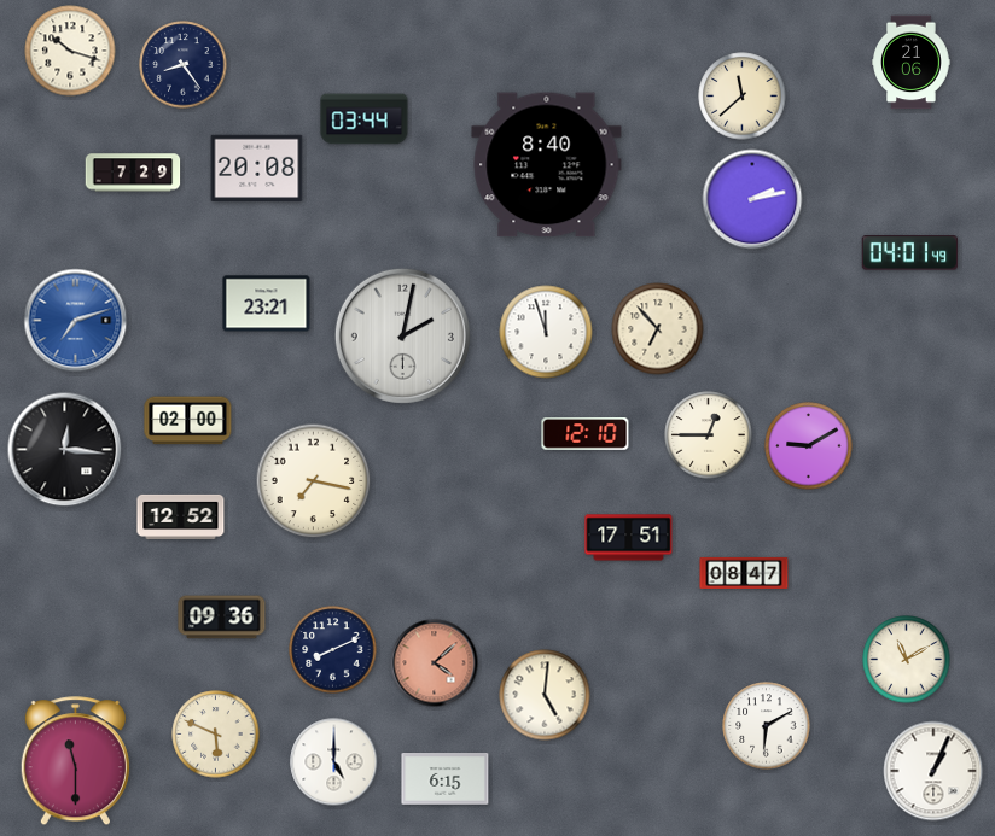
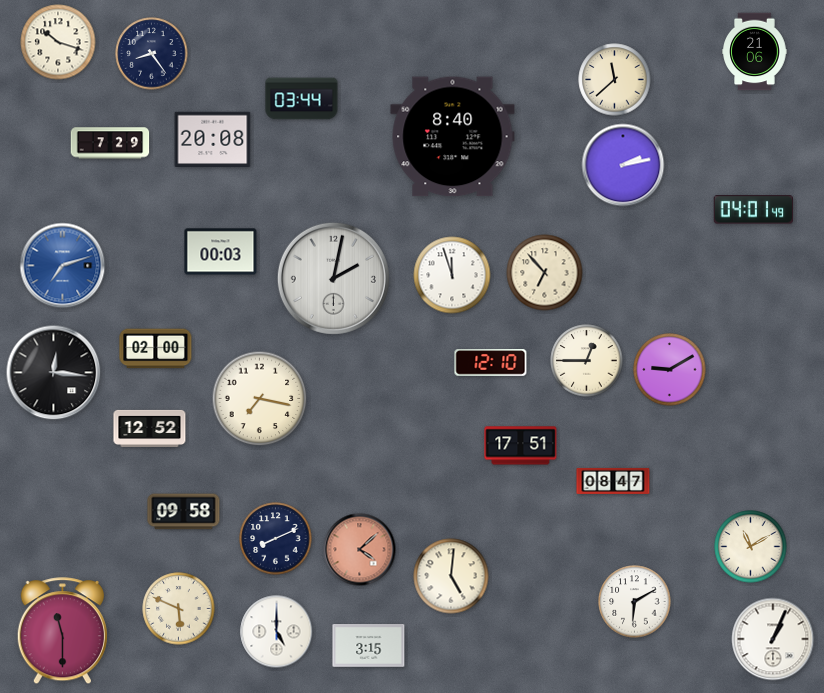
clock at (267, 304): 23:21 -> 00:03
clock at (586, 434) position: (586, 434) -> (491, 363)
clock at (744, 573) position: (744, 573) -> (613, 481)
clock at (222, 618): 09:36 -> 09:58
clock at (446, 779): 6:15 -> 3:15
